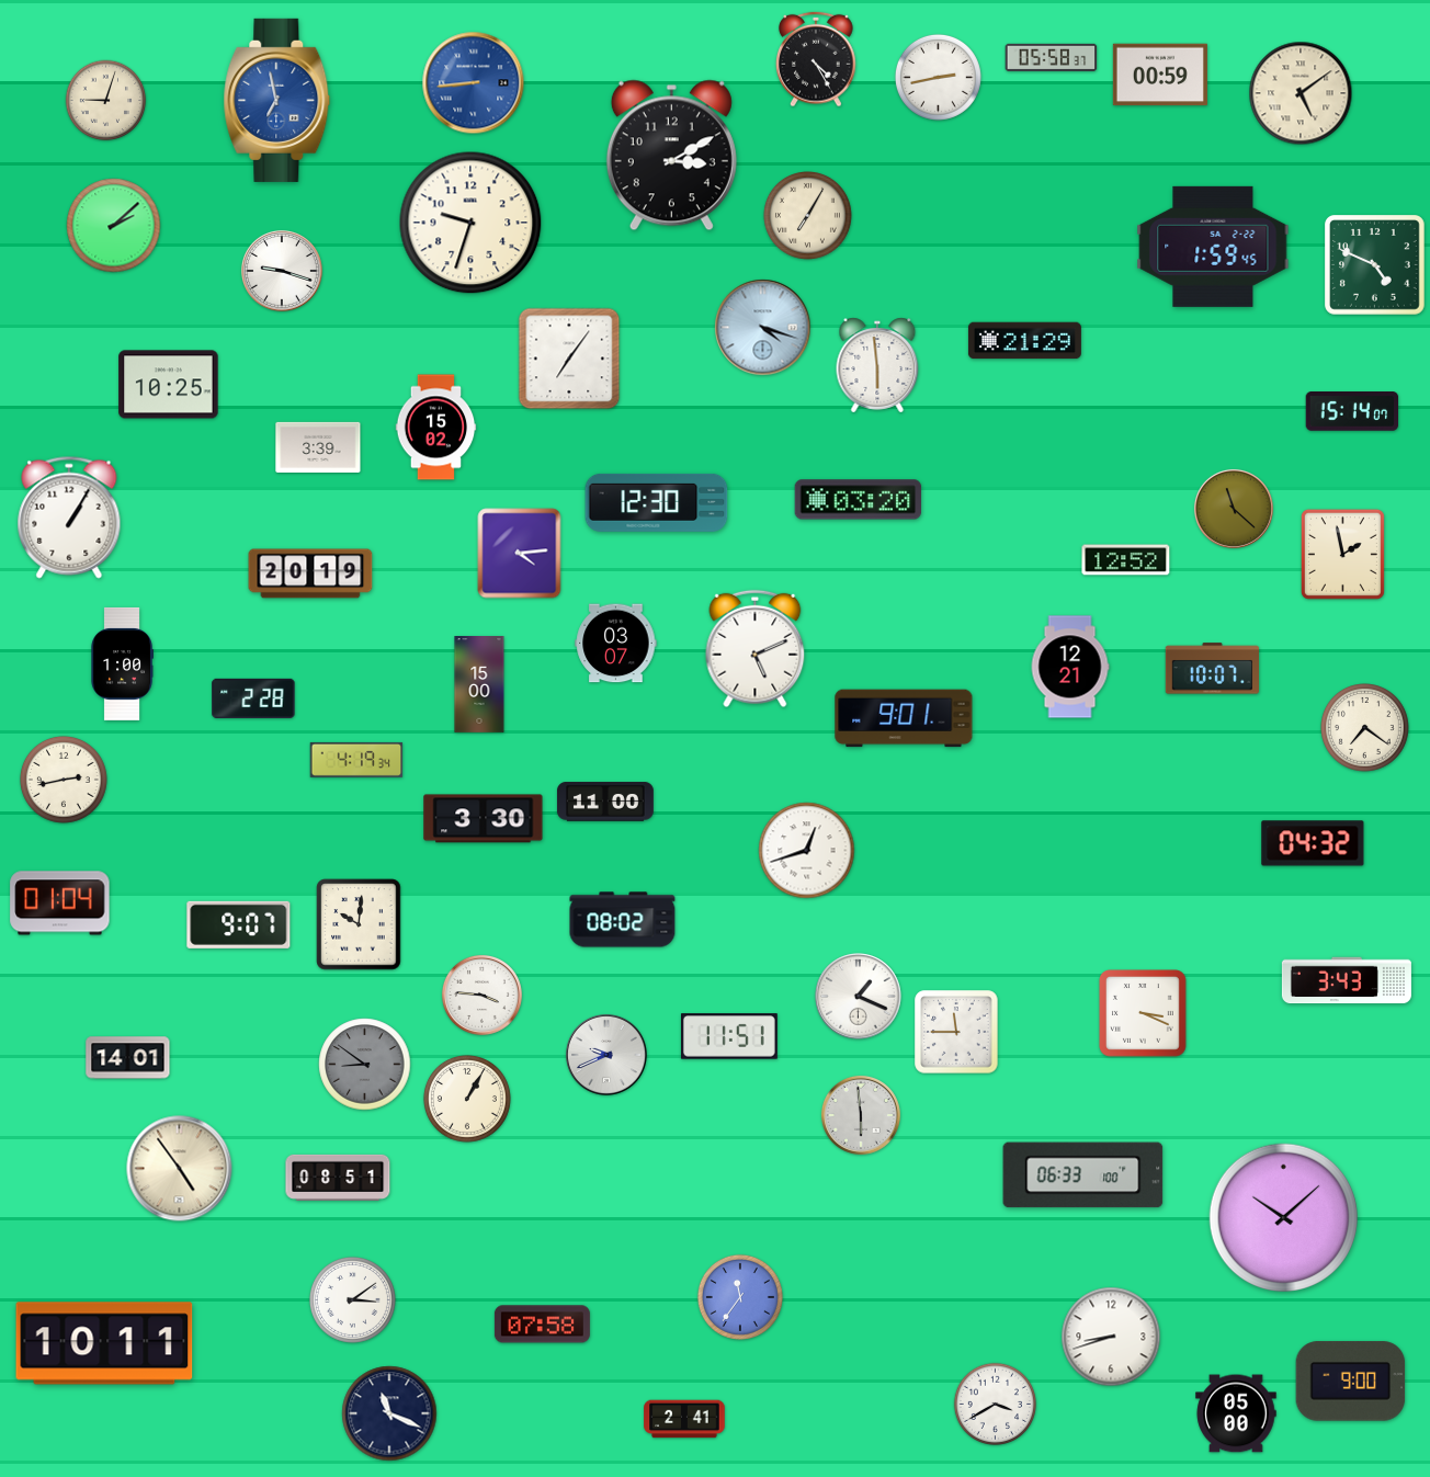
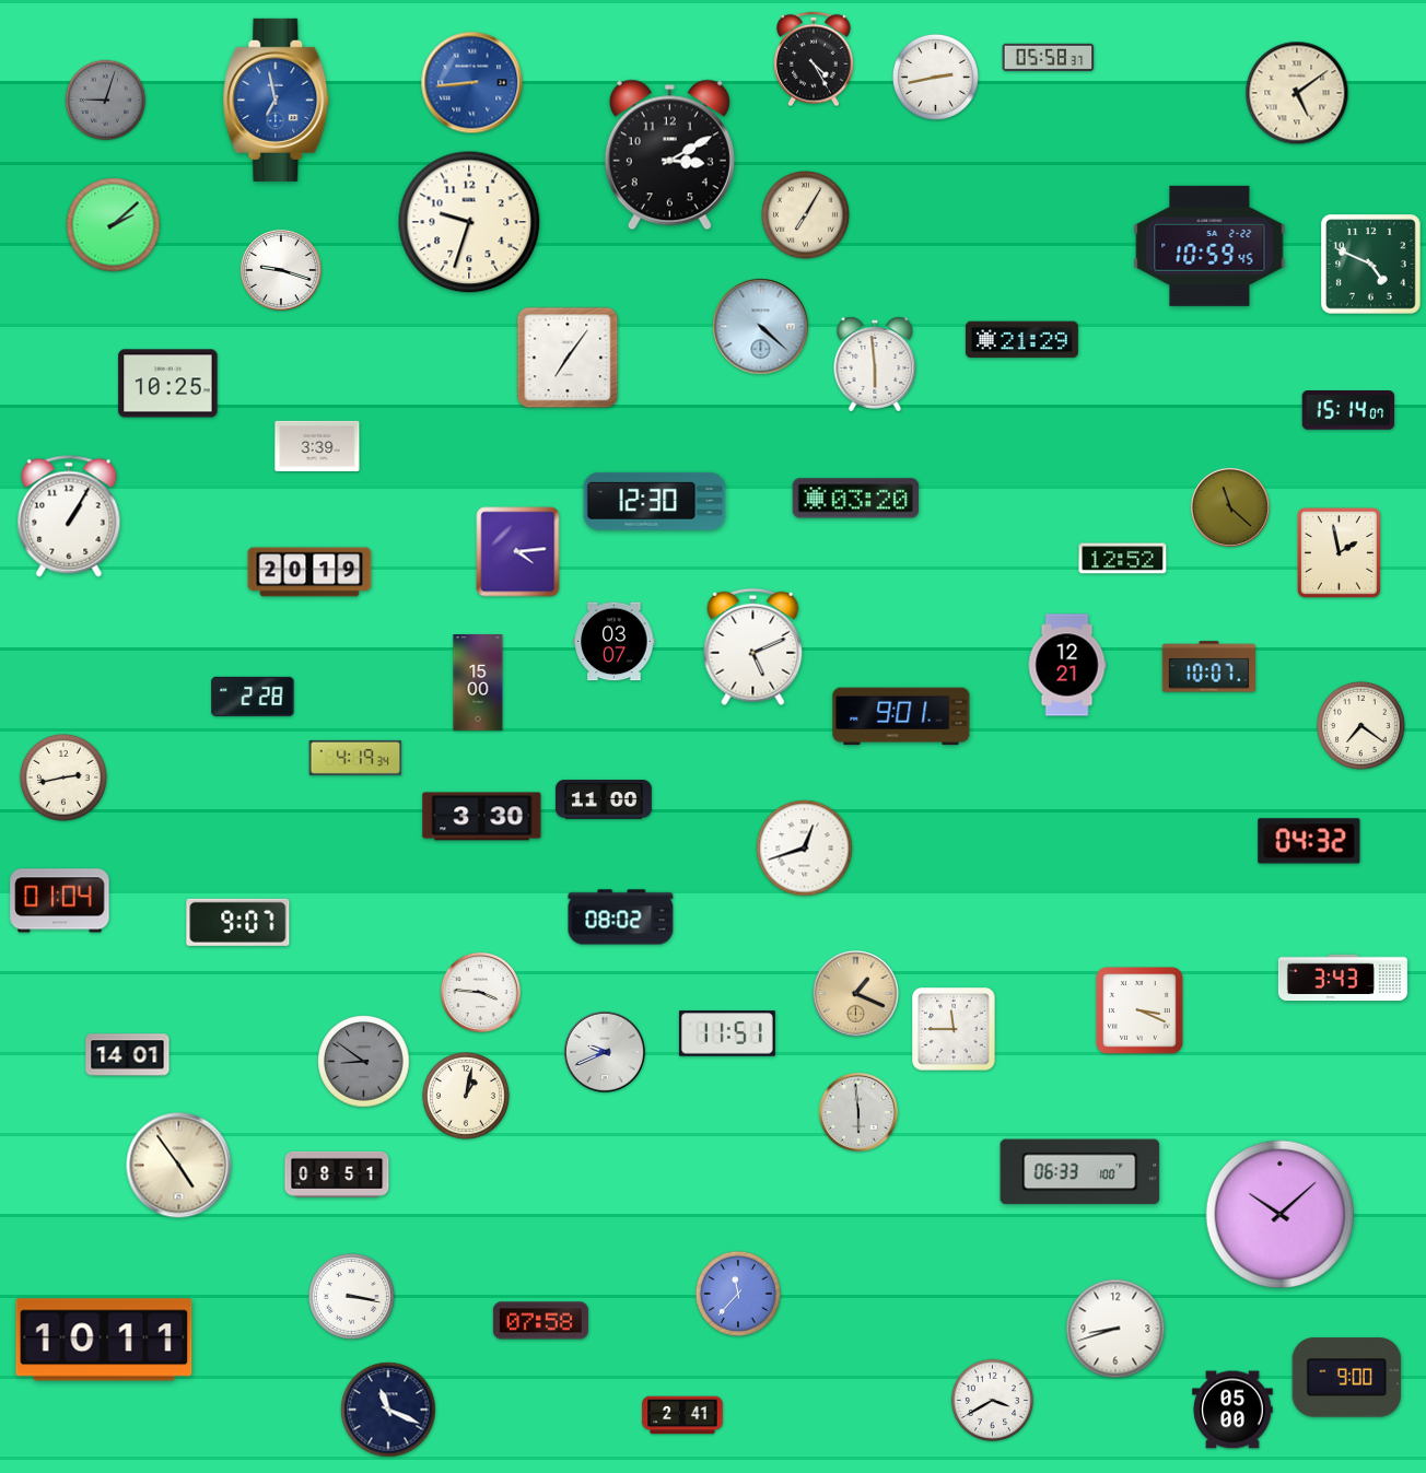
clock at (1160, 75): 00:59 -> none
clock at (106, 101) dial: cream -> grey
clock at (1213, 247): 1:59 -> 10:59
clock at (763, 328): 4:18 -> 4:22
clock at (436, 428): 15:02 -> none
clock at (122, 663): 1:00 -> none
clock at (359, 924): 10:01 -> none
clock at (859, 997) dial: white -> champagne
clock at (467, 1099): 1:05 -> 1:02
clock at (740, 1297): 11:36 -> 11:37
clock at (352, 1299): 3:09 -> 3:17
clock at (1111, 1337) position: (1111, 1337) -> (1115, 1329)
